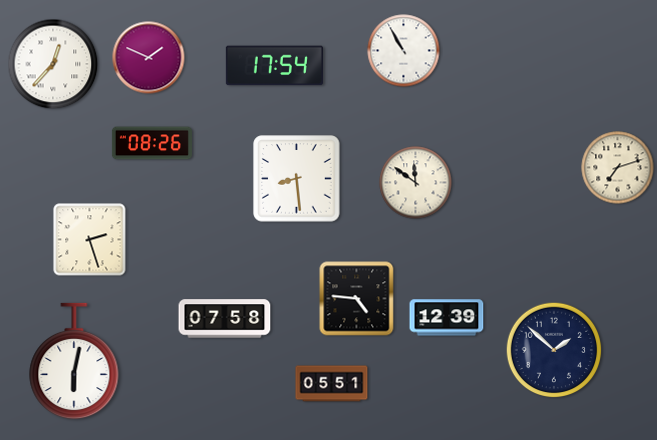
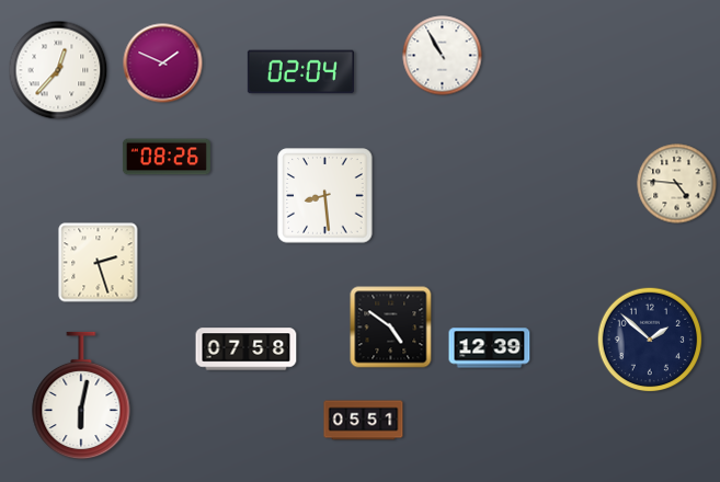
clock at (274, 66): 17:54 -> 02:04
clock at (618, 168): 7:12 -> 4:46
clock at (416, 183): 11:51 -> none
clock at (357, 299): 4:46 -> 4:51
clock at (554, 350) position: (554, 350) -> (650, 340)
